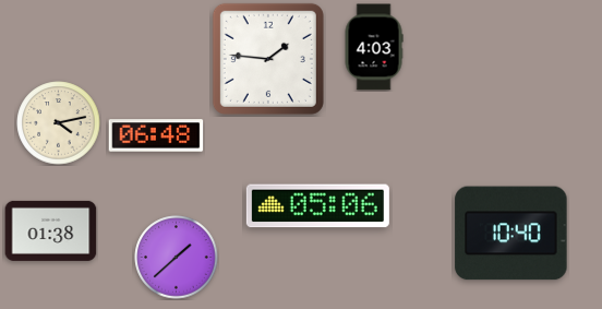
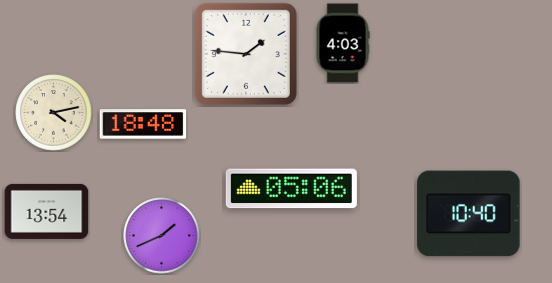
clock at (156, 135): 06:48 -> 18:48
clock at (51, 230): 01:38 -> 13:54
clock at (177, 258): 1:38 -> 1:41
